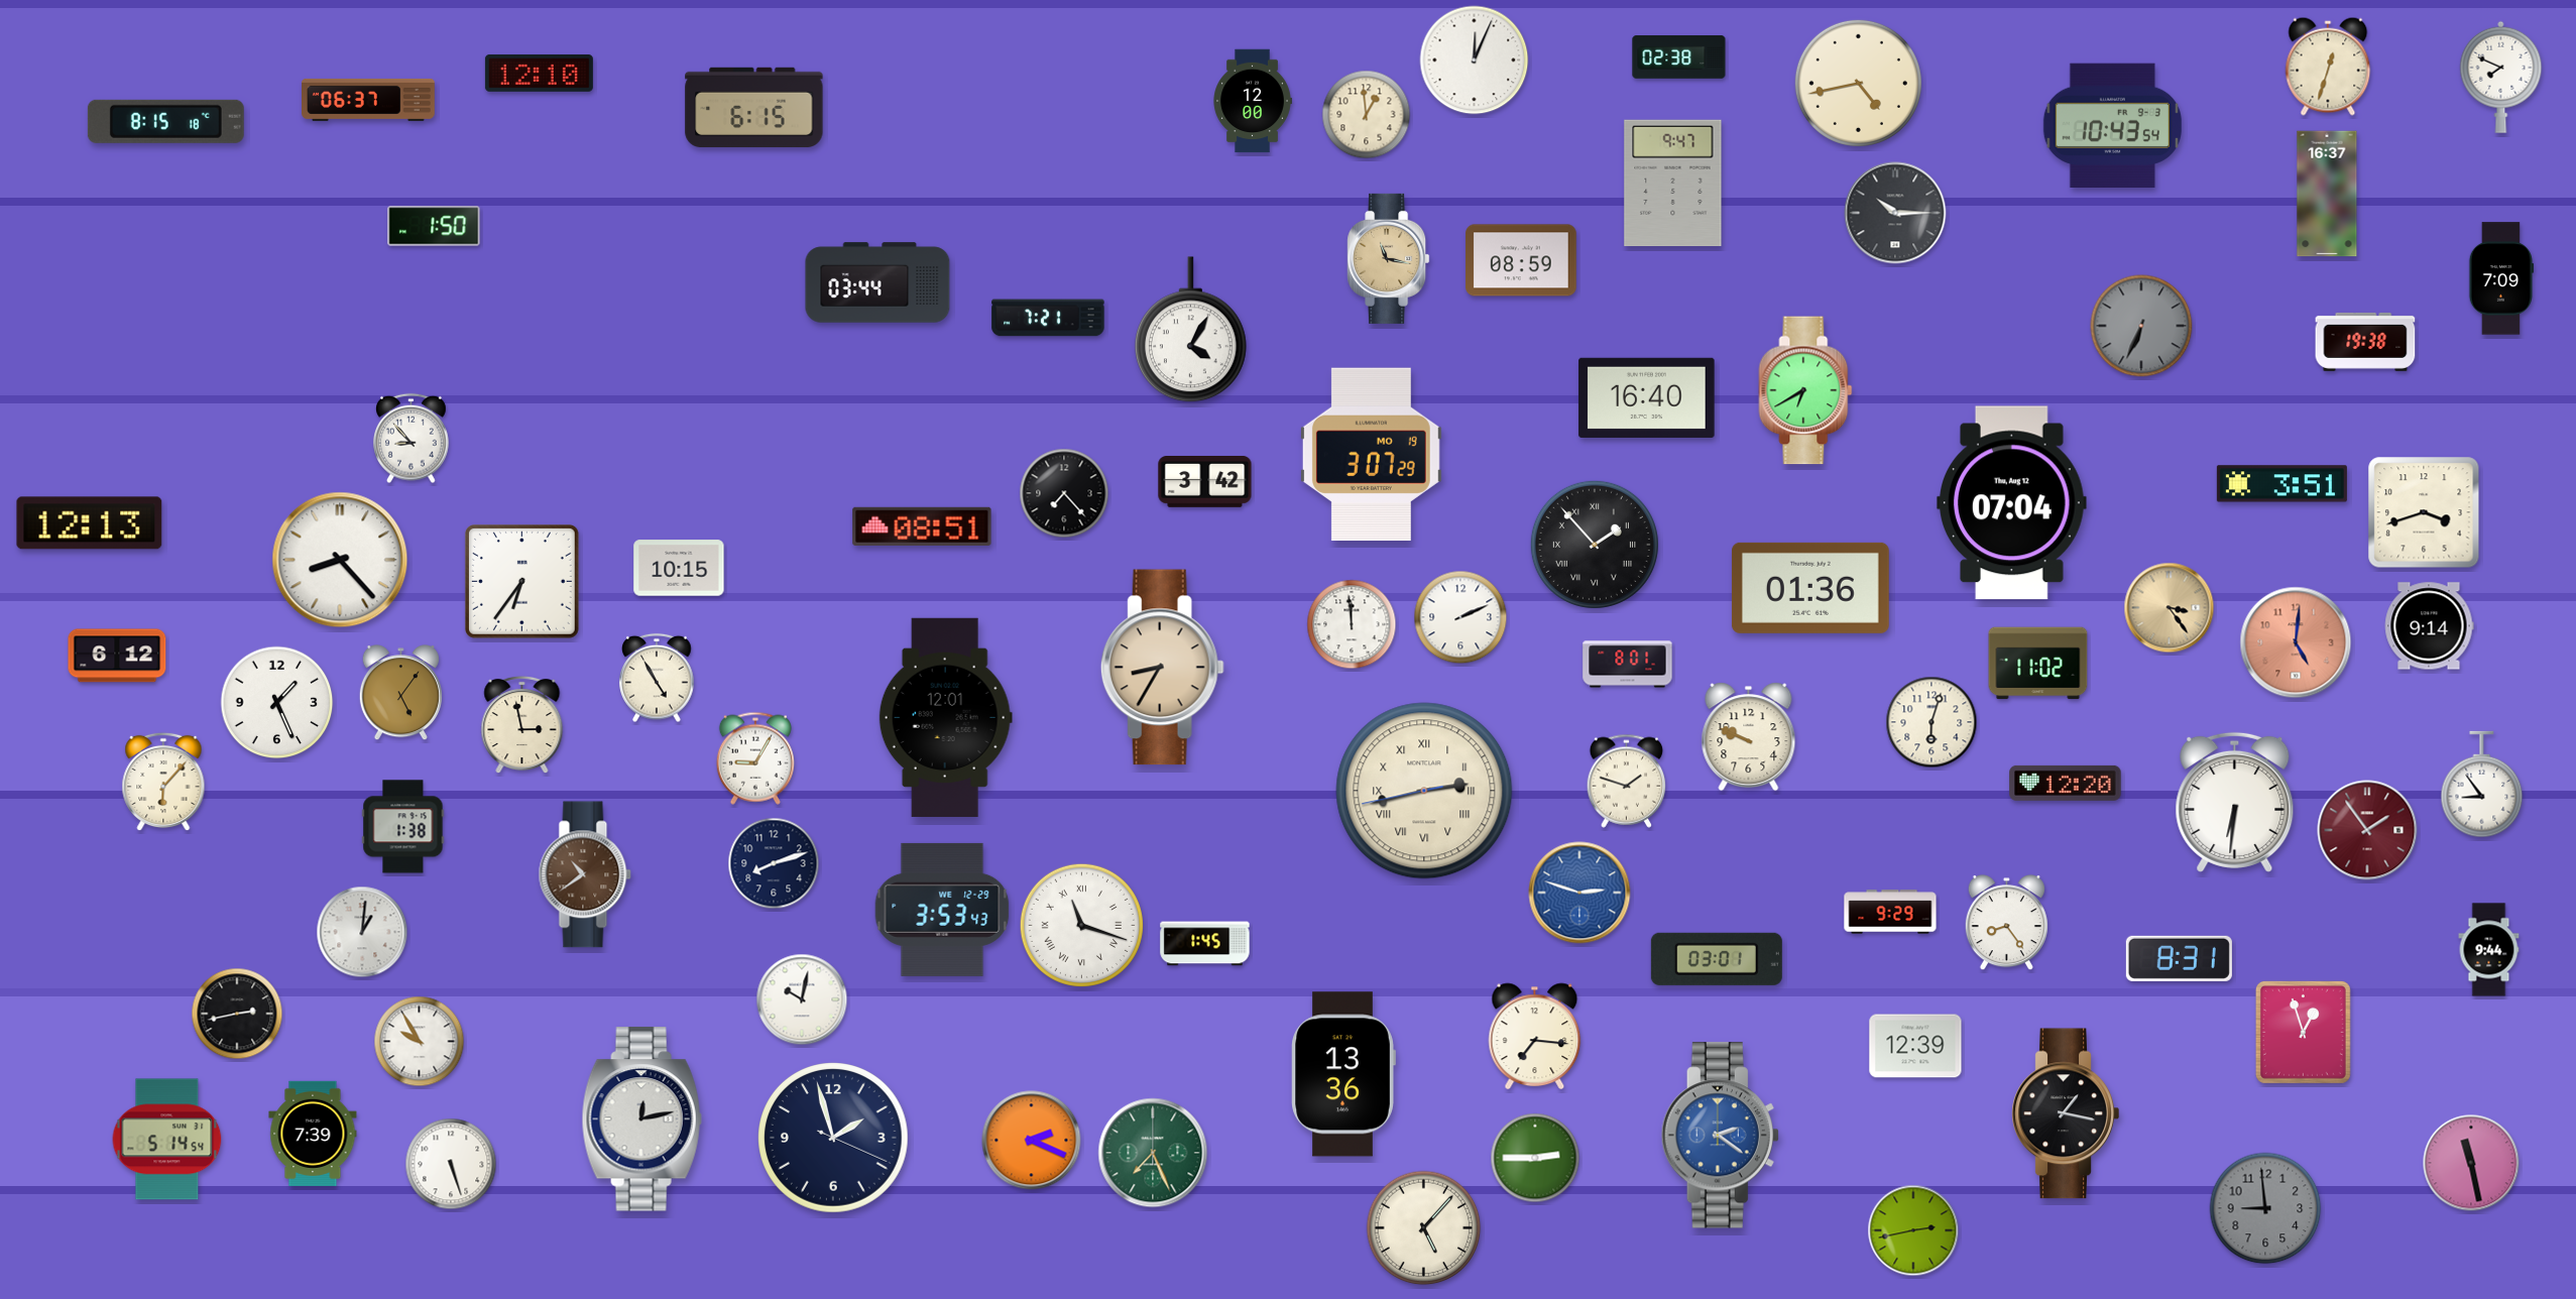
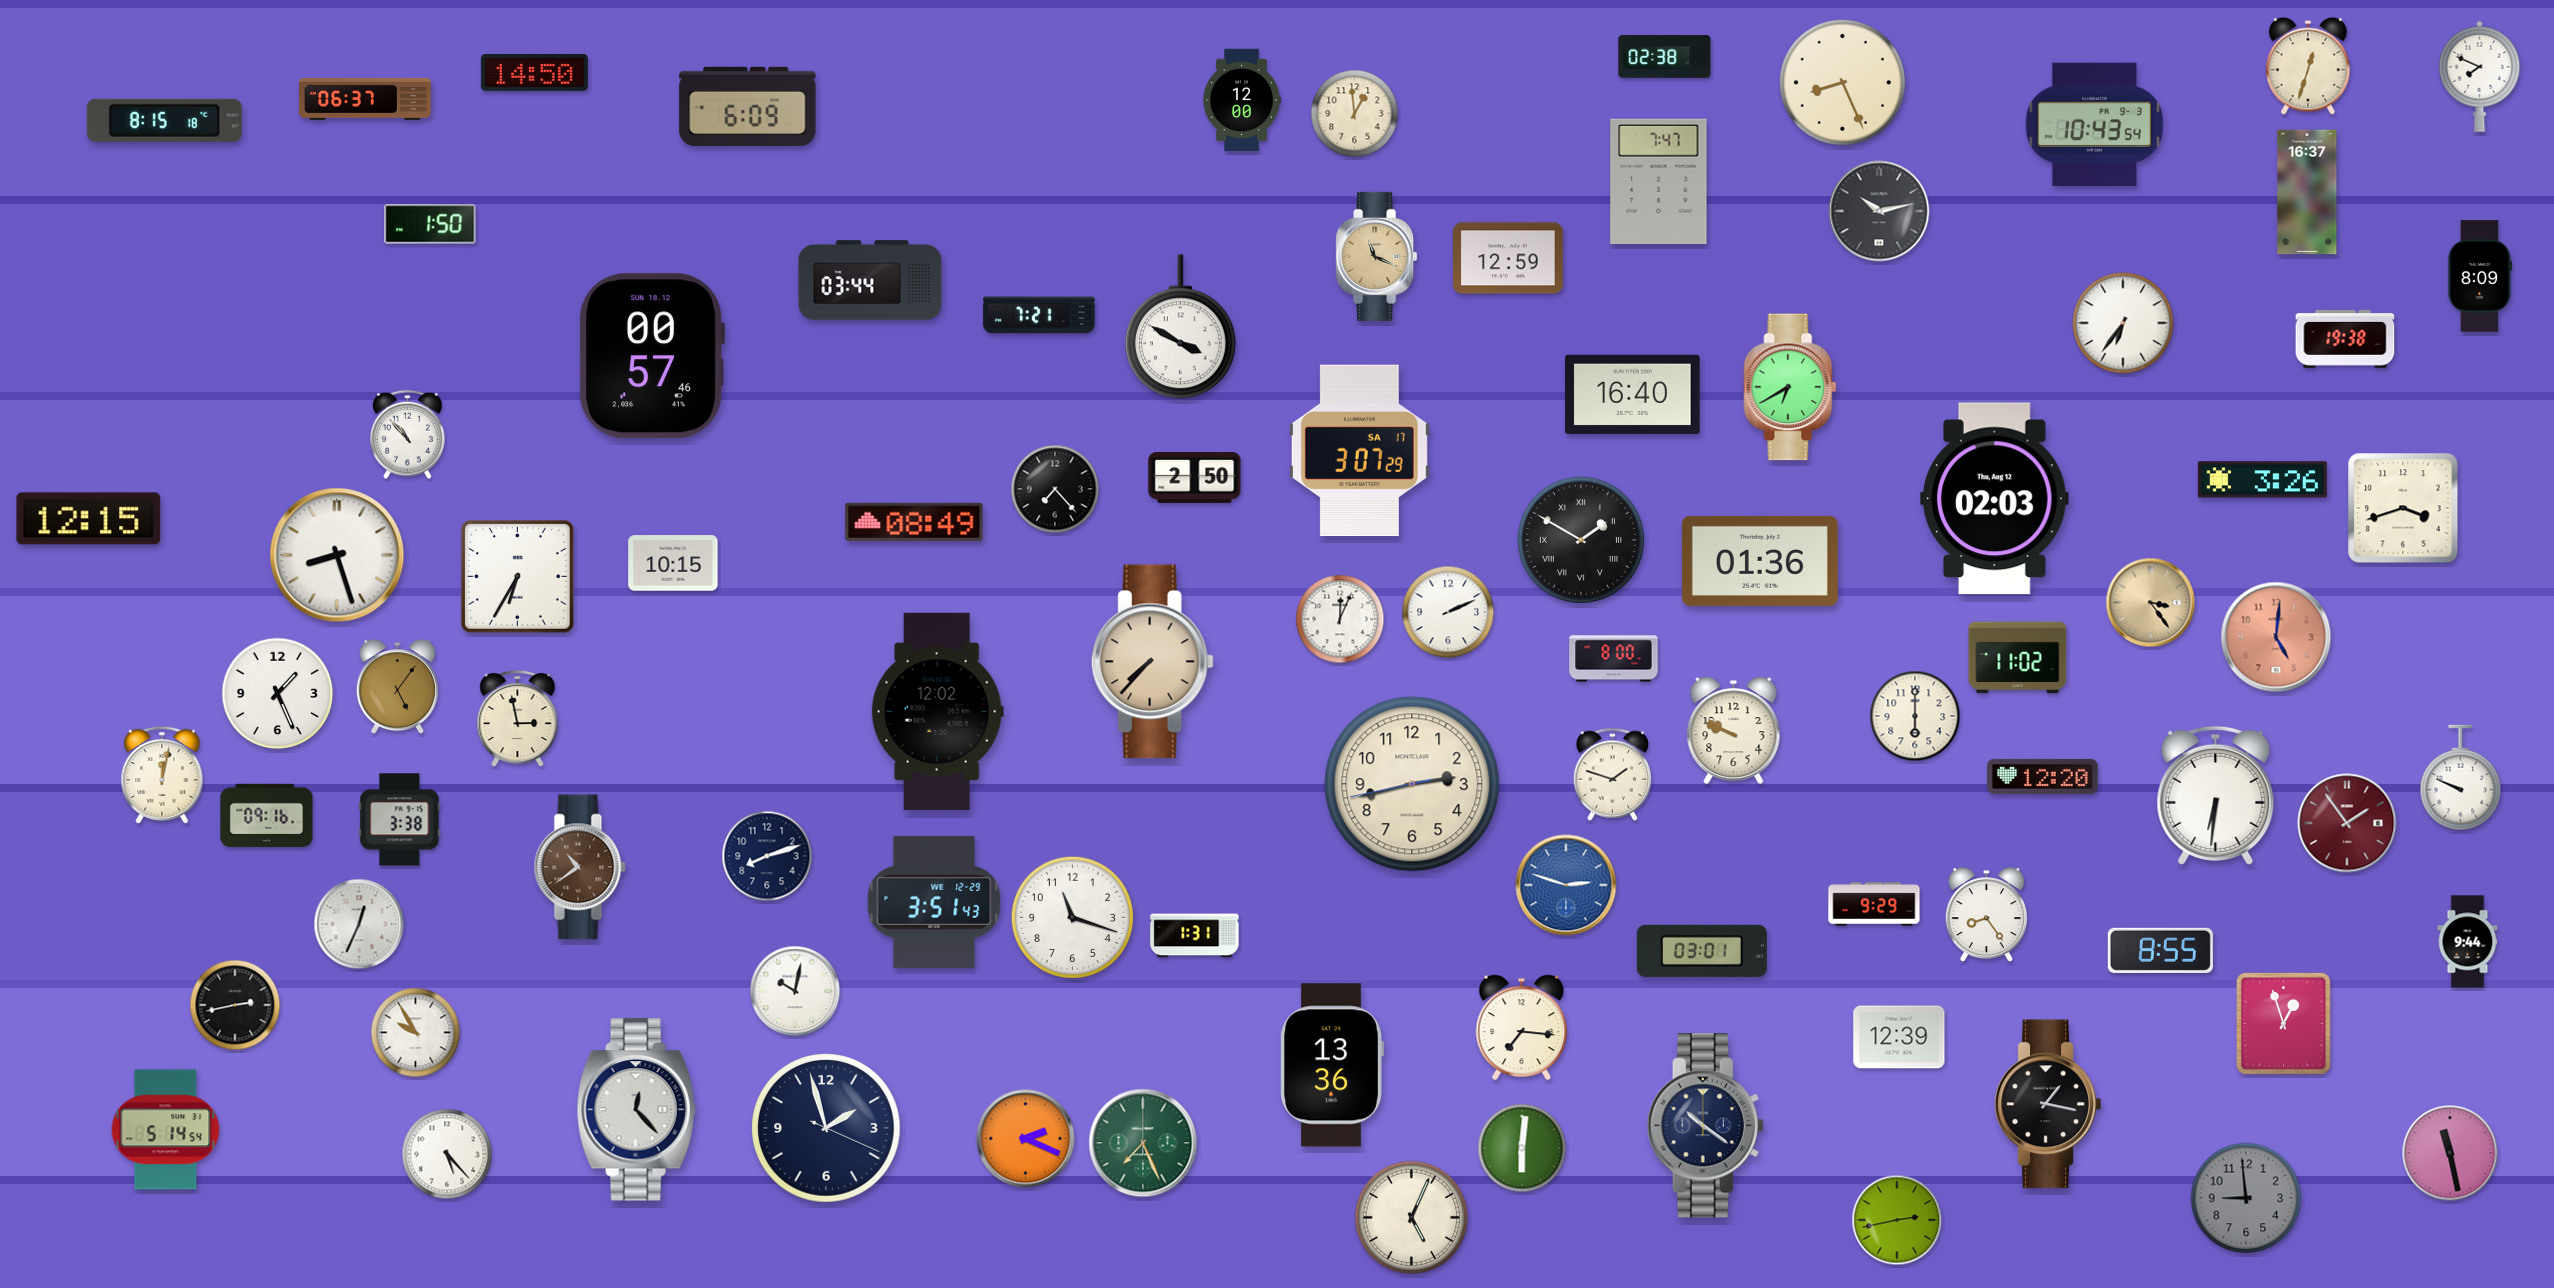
clock at (1475, 61): 12:04 -> none
clock at (539, 73): 12:10 -> 14:50
clock at (1858, 83): 4:43 -> 8:26
clock at (754, 107): 6:15 -> 6:09
clock at (1673, 184): 9:47 -> 7:47
clock at (1895, 213): 10:15 -> 10:13
clock at (1389, 258): 11:17 -> 11:19
clock at (1521, 260): 08:59 -> 12:59
clock at (2501, 278): 7:09 -> 8:09
clock at (2141, 326): 6:34 -> 6:36
clock at (2141, 326) dial: grey -> white
clock at (1190, 330): 4:05 -> 3:50
clock at (652, 356): none -> 00:57
clock at (412, 439): 8:53 -> 10:53
clock at (1371, 455) date: MO 19 -> SA 17
clock at (1205, 482): 3:42 -> 2:50
clock at (2281, 484): 3:51 -> 3:26
clock at (2012, 503): 07:04 -> 02:03
clock at (90, 523): 12:13 -> 12:15
clock at (922, 526): 08:51 -> 08:49
clock at (1595, 545): 1:53 -> 1:50
clock at (340, 560): 8:23 -> 8:27
clock at (521, 581): 6:36 -> 6:35
clock at (1810, 588) position: (1810, 588) -> (1760, 561)
clock at (1352, 624): 11:59 -> 12:04
clock at (2429, 626): 9:14 -> none
clock at (117, 656): 6:12 -> none
clock at (2038, 664) position: (2038, 664) -> (2018, 658)
clock at (1628, 665): 8:01 -> 8:00
clock at (1162, 668): 8:35 -> 7:37
clock at (657, 678): 4:55 -> none
clock at (277, 703) position: (277, 703) -> (278, 694)
clock at (945, 717): 12:01 -> 12:02
clock at (1931, 722): 6:03 -> 6:00
clock at (755, 758): 9:05 -> none
clock at (163, 782): 6:07 -> 12:02
clock at (2066, 783) position: (2066, 783) -> (2043, 776)
clock at (2482, 785): 8:54 -> 9:49
clock at (1424, 791) numerals: Roman -> Arabic
clock at (267, 816): none -> 09:16
clock at (403, 827): 1:38 -> 3:38
clock at (942, 910): 3:53 -> 3:51
clock at (2006, 923) position: (2006, 923) -> (1986, 915)
clock at (1081, 925) numerals: Roman -> Arabic
clock at (362, 932): 1:01 -> 12:34
clock at (1205, 944): 1:45 -> 1:31
clock at (2179, 958): 8:31 -> 8:55
clock at (641, 1119): 12:13 -> 12:23
clock at (313, 1134): 7:39 -> none
clock at (1720, 1136): 2:21 -> 10:21
clock at (1720, 1136) dial: blue -> navy
clock at (1032, 1141) position: (1032, 1141) -> (1026, 1139)
clock at (1535, 1158): 2:45 -> 6:01
clock at (451, 1164): 5:27 -> 5:23
clock at (1424, 1228): 5:07 -> 5:04
